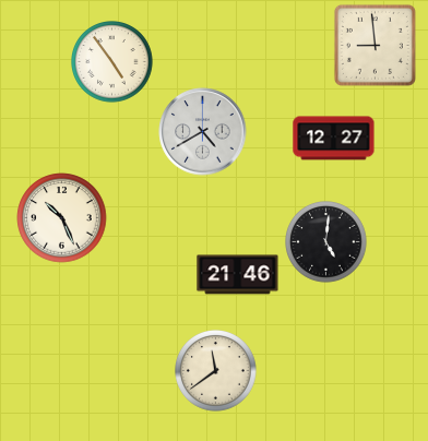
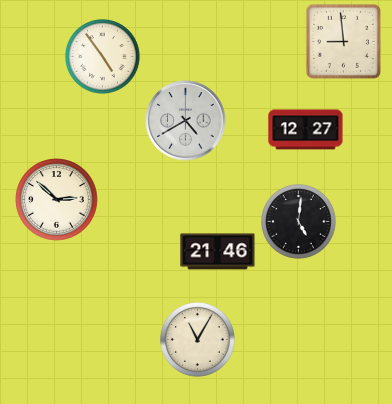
clock at (334, 139) position: (334, 139) -> (306, 130)
clock at (62, 218): 10:26 -> 2:52
clock at (216, 371): 11:39 -> 11:05
